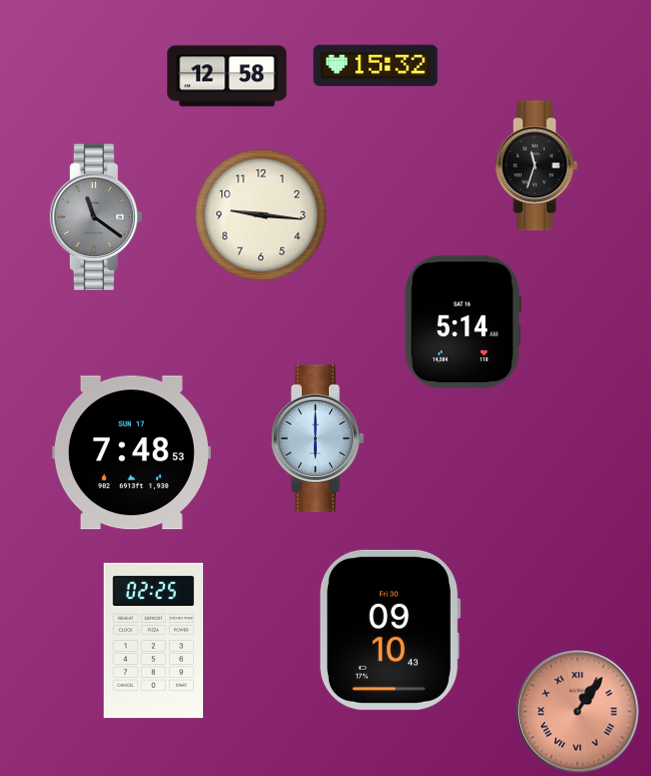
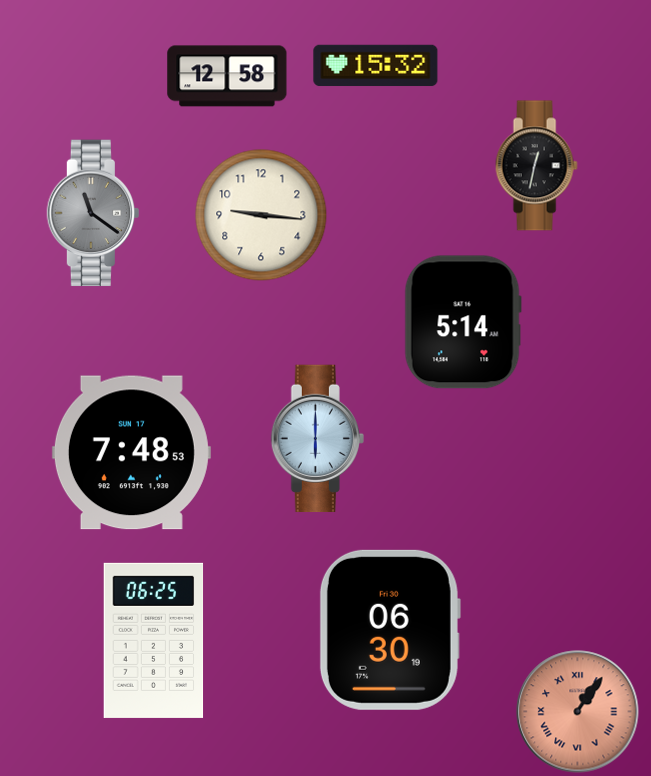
clock at (536, 166): 11:33 -> 12:32
clock at (96, 217) position: (96, 217) -> (93, 213)
clock at (390, 630): 09:10 -> 06:30
clock at (154, 640): 02:25 -> 06:25
